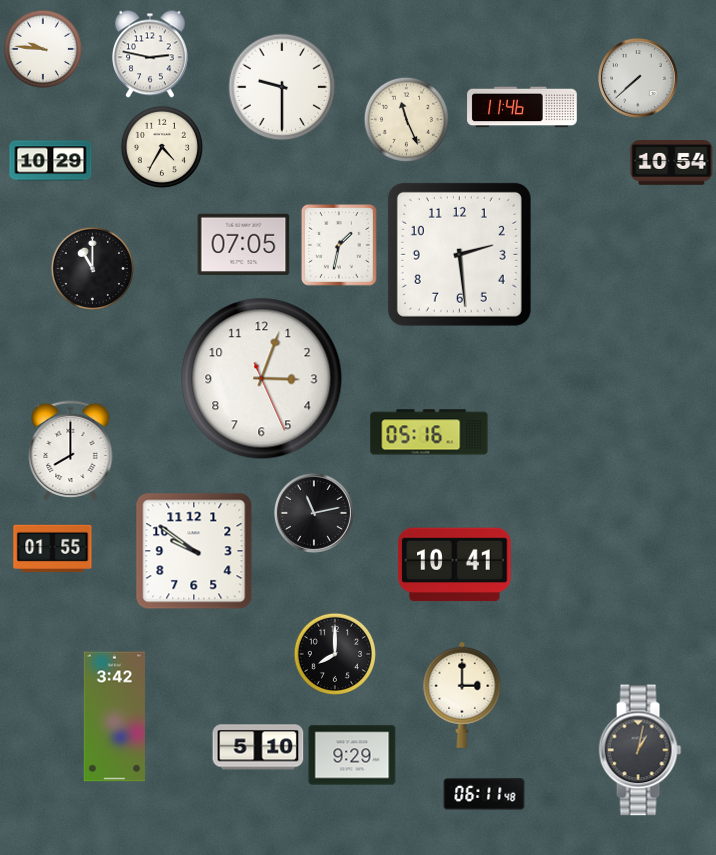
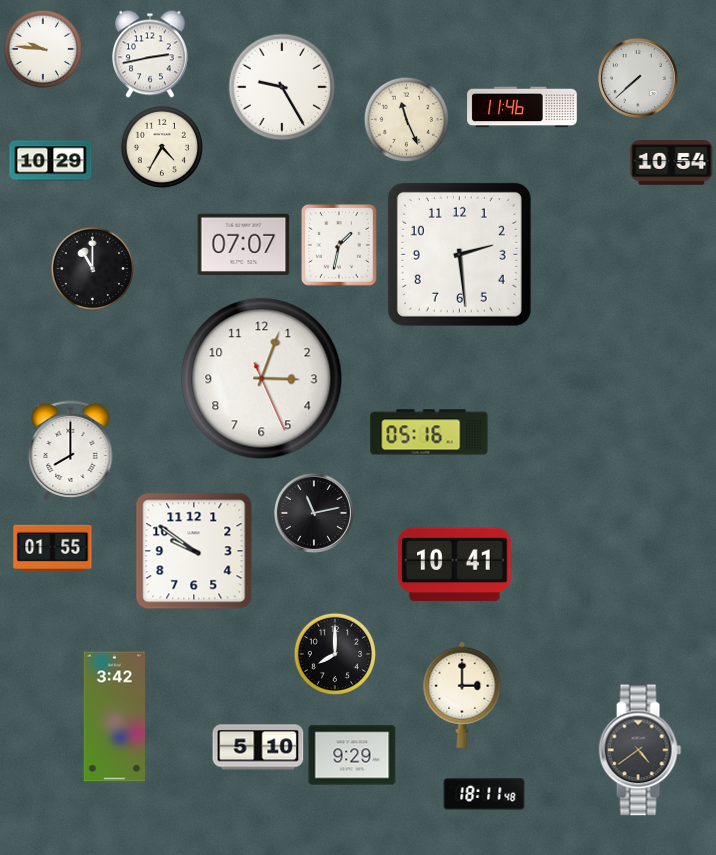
clock at (151, 54): 2:47 -> 2:43
clock at (282, 87): 9:30 -> 9:25
clock at (244, 245): 07:05 -> 07:07
clock at (640, 750): 1:02 -> 4:39
clock at (484, 794): 06:11 -> 18:11
